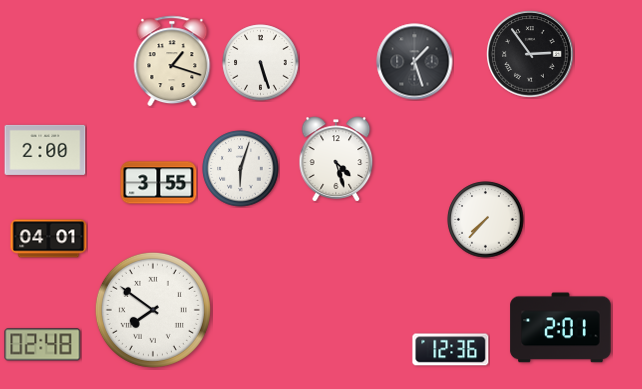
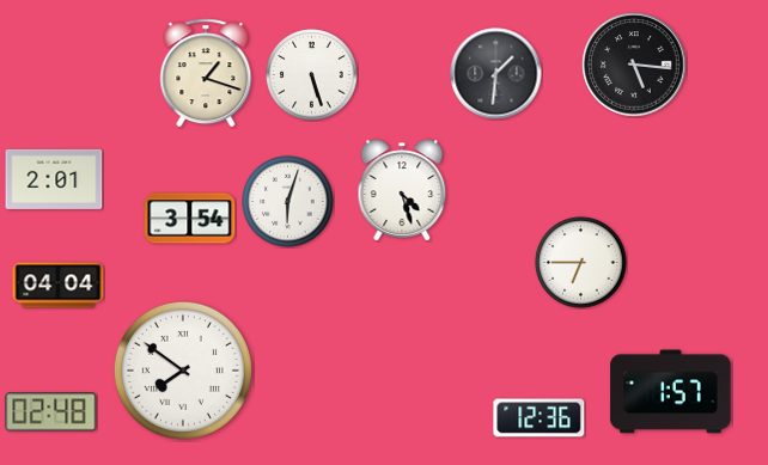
clock at (530, 54): 2:54 -> 5:16
clock at (415, 62): 1:27 -> 1:31
clock at (45, 150): 2:00 -> 2:01
clock at (159, 183): 3:55 -> 3:54
clock at (486, 220): 7:37 -> 6:45
clock at (49, 239): 04:01 -> 04:04
clock at (561, 328): 2:01 -> 1:57
